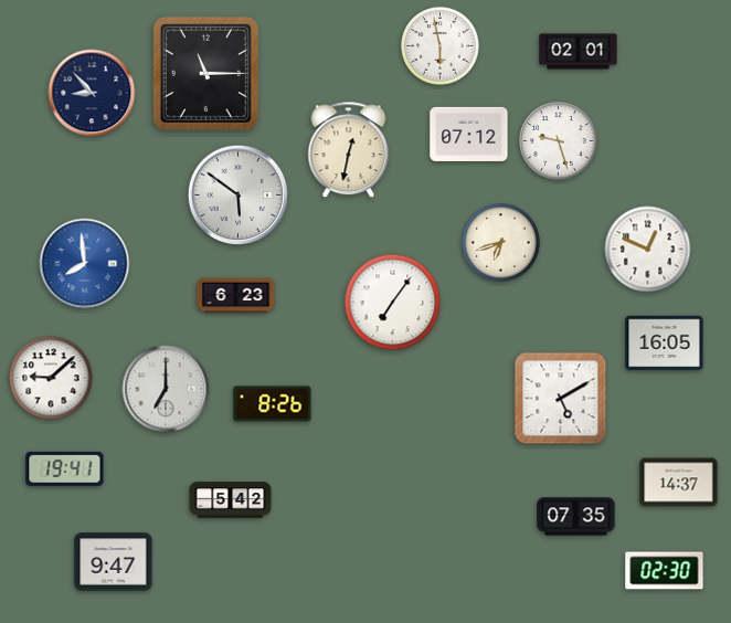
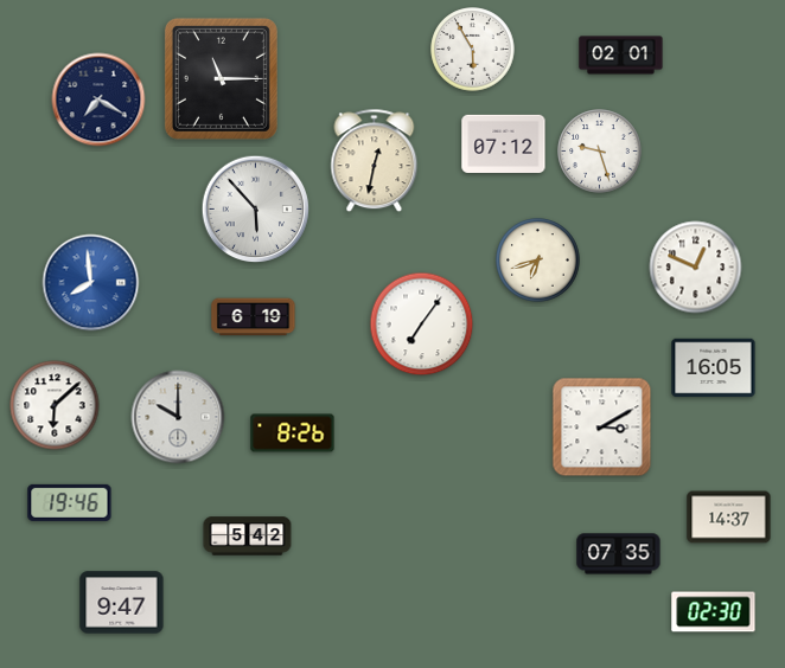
clock at (441, 46): 5:58 -> 5:55
clock at (92, 93): 8:53 -> 7:20
clock at (239, 196): 5:51 -> 5:53
clock at (236, 296): 6:23 -> 6:19
clock at (51, 378): 9:08 -> 6:08
clock at (166, 389): 7:00 -> 10:00
clock at (561, 399): 5:10 -> 3:10
clock at (65, 468): 19:41 -> 19:46
